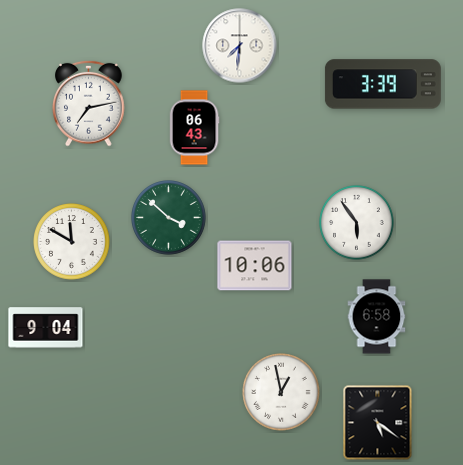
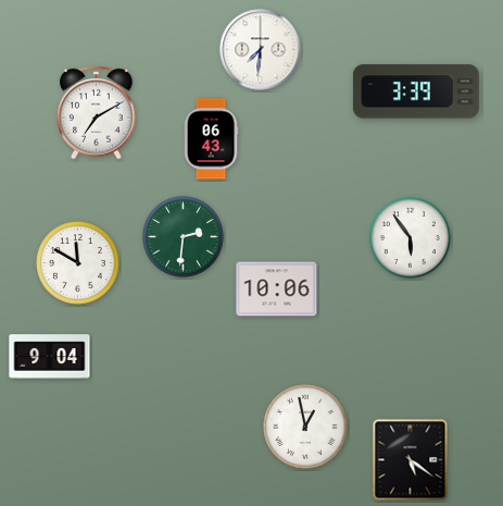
clock at (89, 103): 7:13 -> 7:10
clock at (169, 218): 3:52 -> 2:31
clock at (357, 223) position: (357, 223) -> (411, 238)
clock at (377, 317): 6:58 -> none
